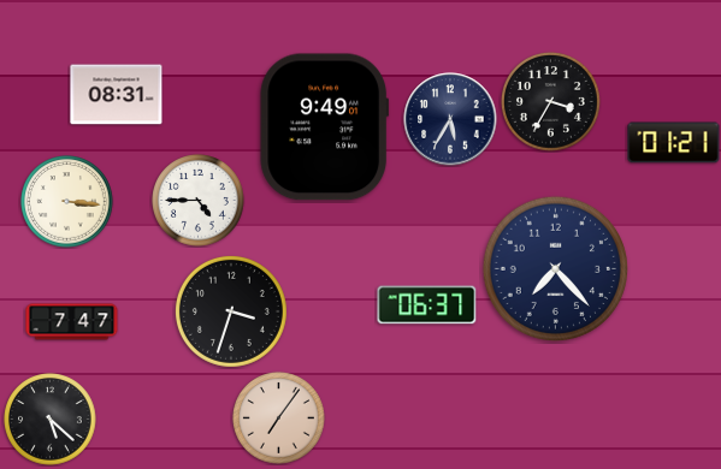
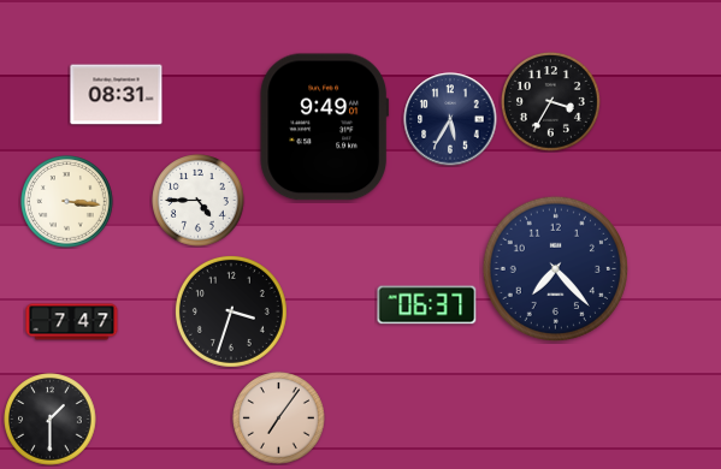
clock at (674, 143): 01:21 -> none
clock at (51, 420): 5:22 -> 1:30
